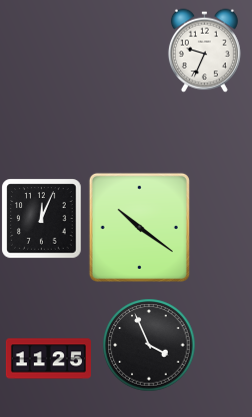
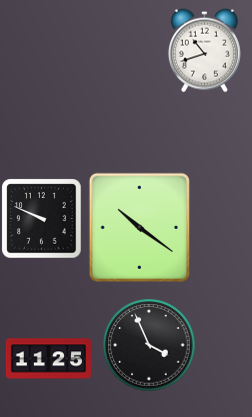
clock at (204, 50): 9:34 -> 10:42
clock at (41, 218): 12:04 -> 9:49
